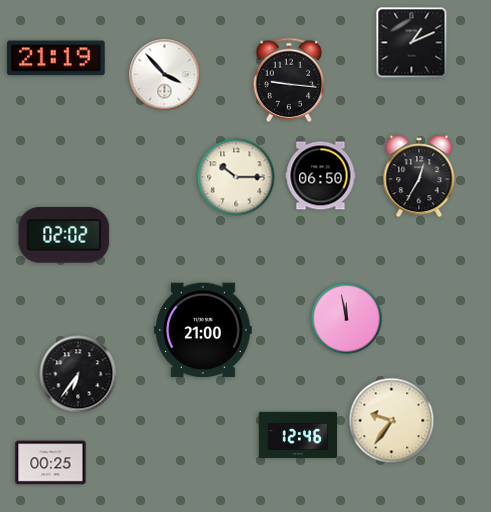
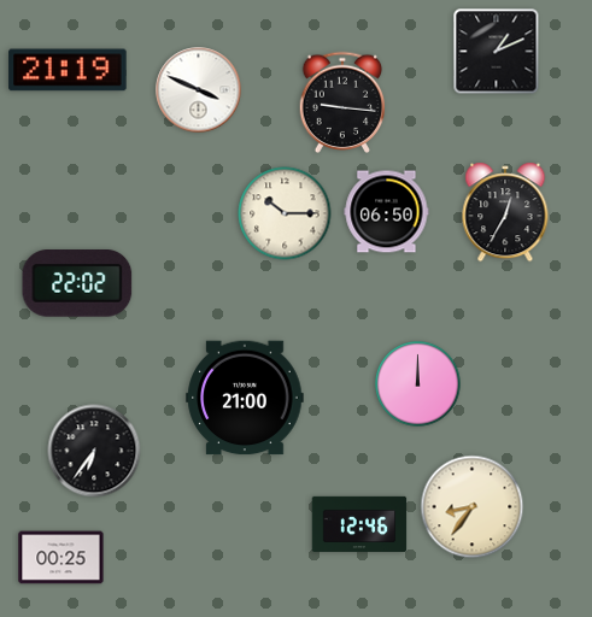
clock at (165, 75): 3:53 -> 3:49
clock at (289, 79) position: (289, 79) -> (342, 101)
clock at (64, 236): 02:02 -> 22:02
clock at (347, 319): 11:58 -> 12:00
clock at (392, 421): 9:36 -> 8:36
